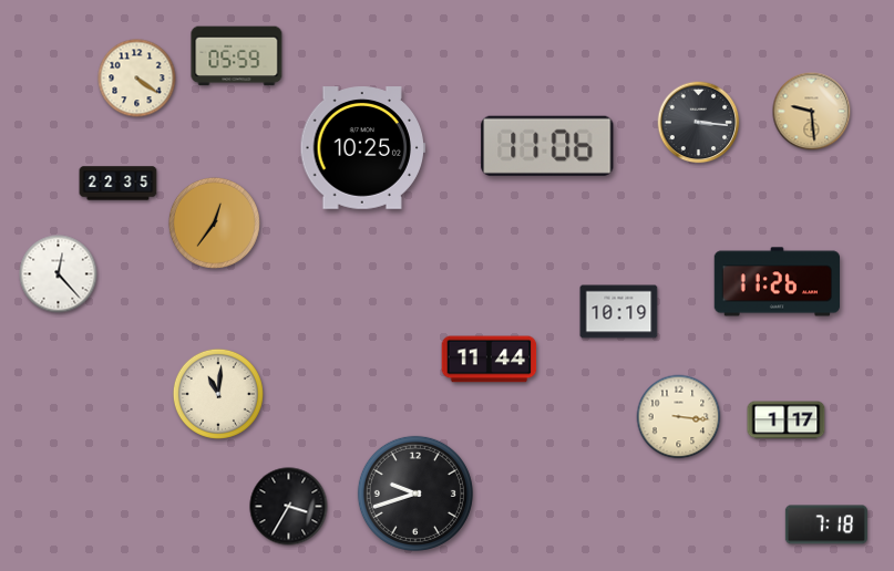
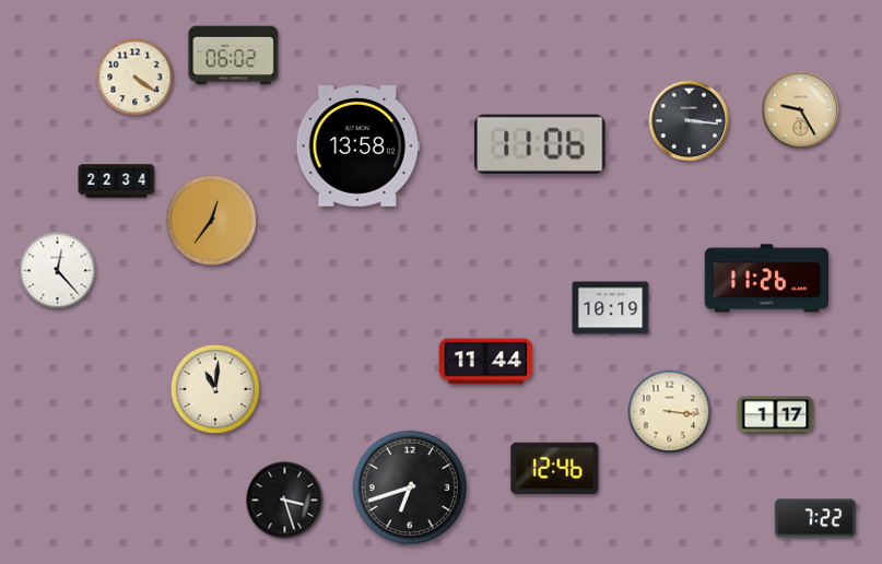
clock at (237, 56): 05:59 -> 06:02
clock at (812, 112): 9:29 -> 9:25
clock at (362, 148): 10:25 -> 13:58
clock at (119, 184): 22:35 -> 22:34
clock at (490, 360) position: (490, 360) -> (486, 362)
clock at (555, 468): none -> 12:46
clock at (415, 494): 9:42 -> 6:42
clock at (289, 507): 3:35 -> 3:27
clock at (826, 525): 7:18 -> 7:22
